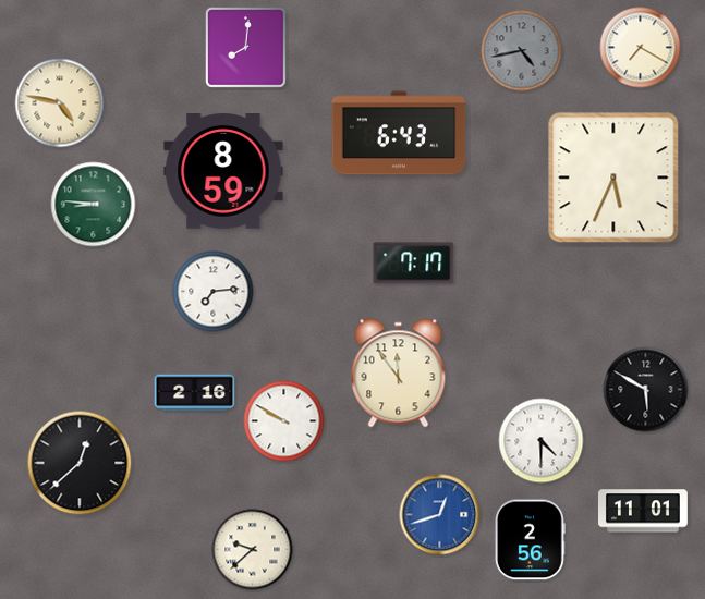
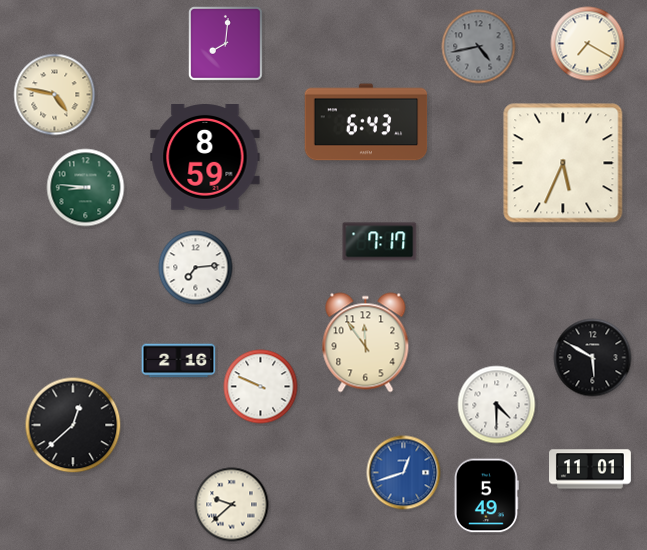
clock at (284, 421): 9:50 -> 9:49
clock at (530, 540): 2:56 -> 5:49
